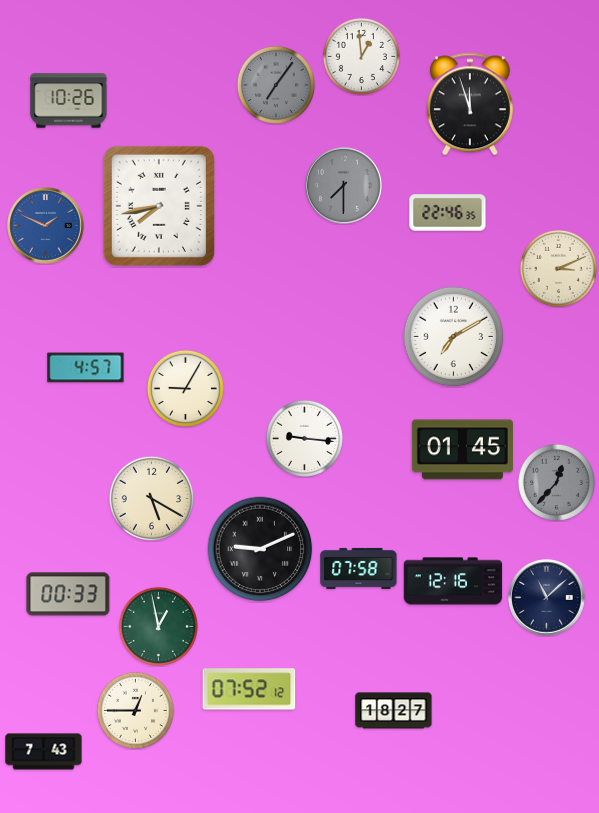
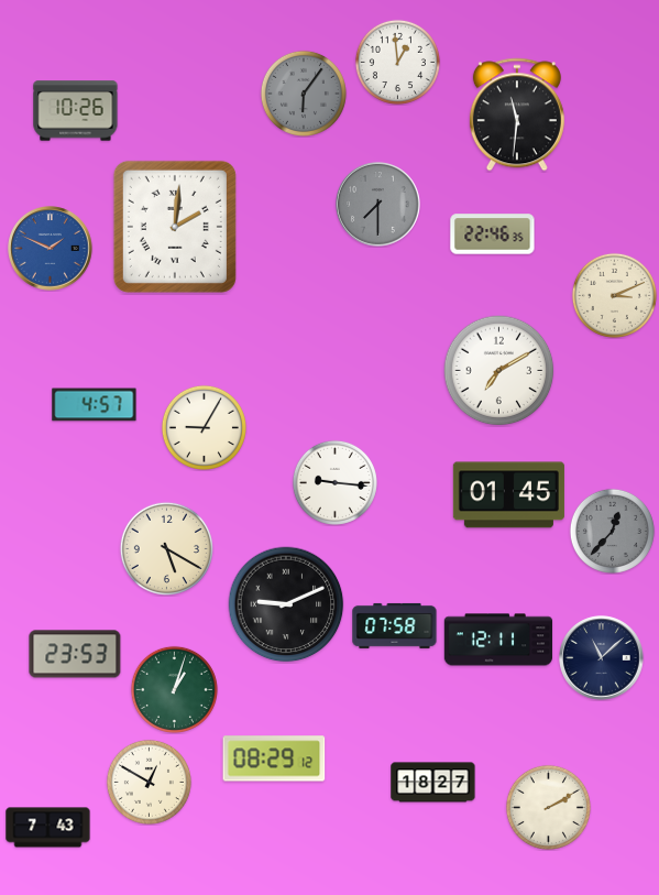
clock at (276, 85): 7:06 -> 6:06
clock at (470, 104): 11:57 -> 11:31
clock at (159, 206): 7:43 -> 2:01
clock at (453, 581): 12:16 -> 12:11
clock at (68, 594): 00:33 -> 23:53
clock at (158, 626): 12:58 -> 1:03
clock at (249, 689): 07:52 -> 08:29
clock at (135, 710): 12:45 -> 12:50
clock at (548, 807): none -> 2:10
